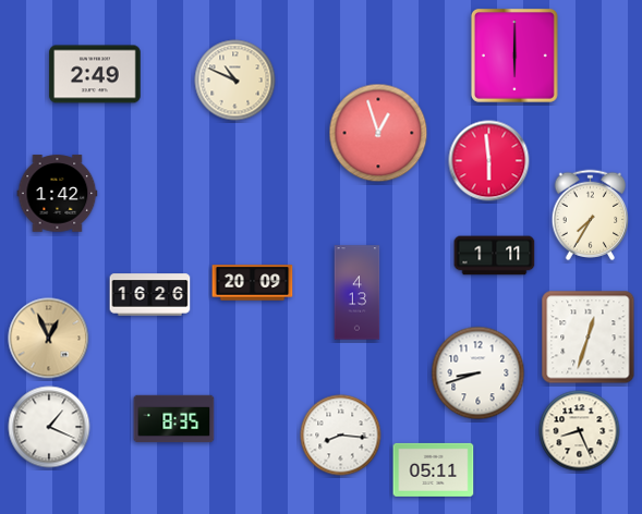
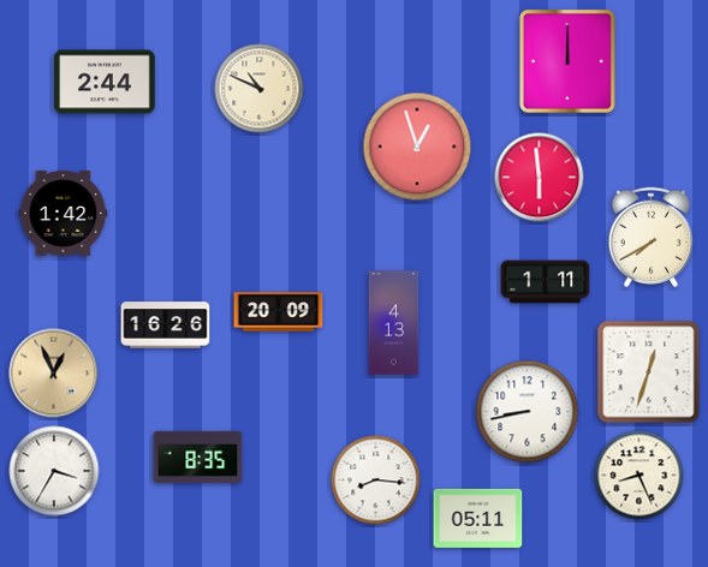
clock at (514, 56): 6:00 -> 12:00
clock at (95, 74): 2:49 -> 2:44
clock at (591, 216): 7:35 -> 7:40
clock at (479, 374): 8:42 -> 8:43
clock at (174, 419) position: (174, 419) -> (198, 458)
clock at (49, 427): 1:19 -> 3:35
